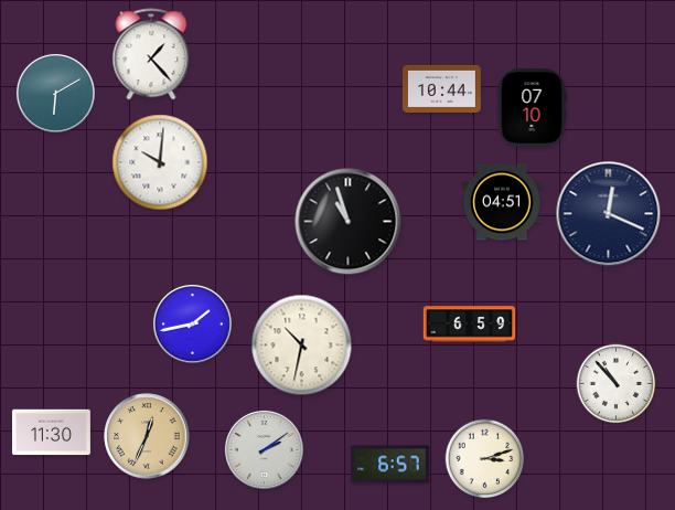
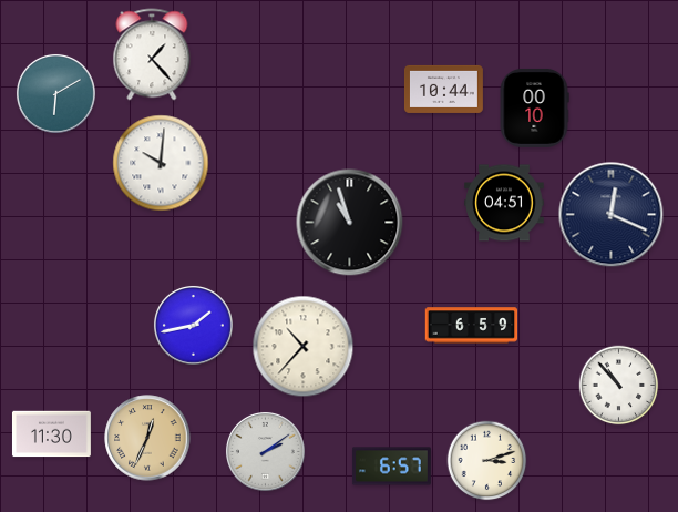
clock at (532, 107): 07:10 -> 00:10
clock at (302, 346): 10:32 -> 10:37
